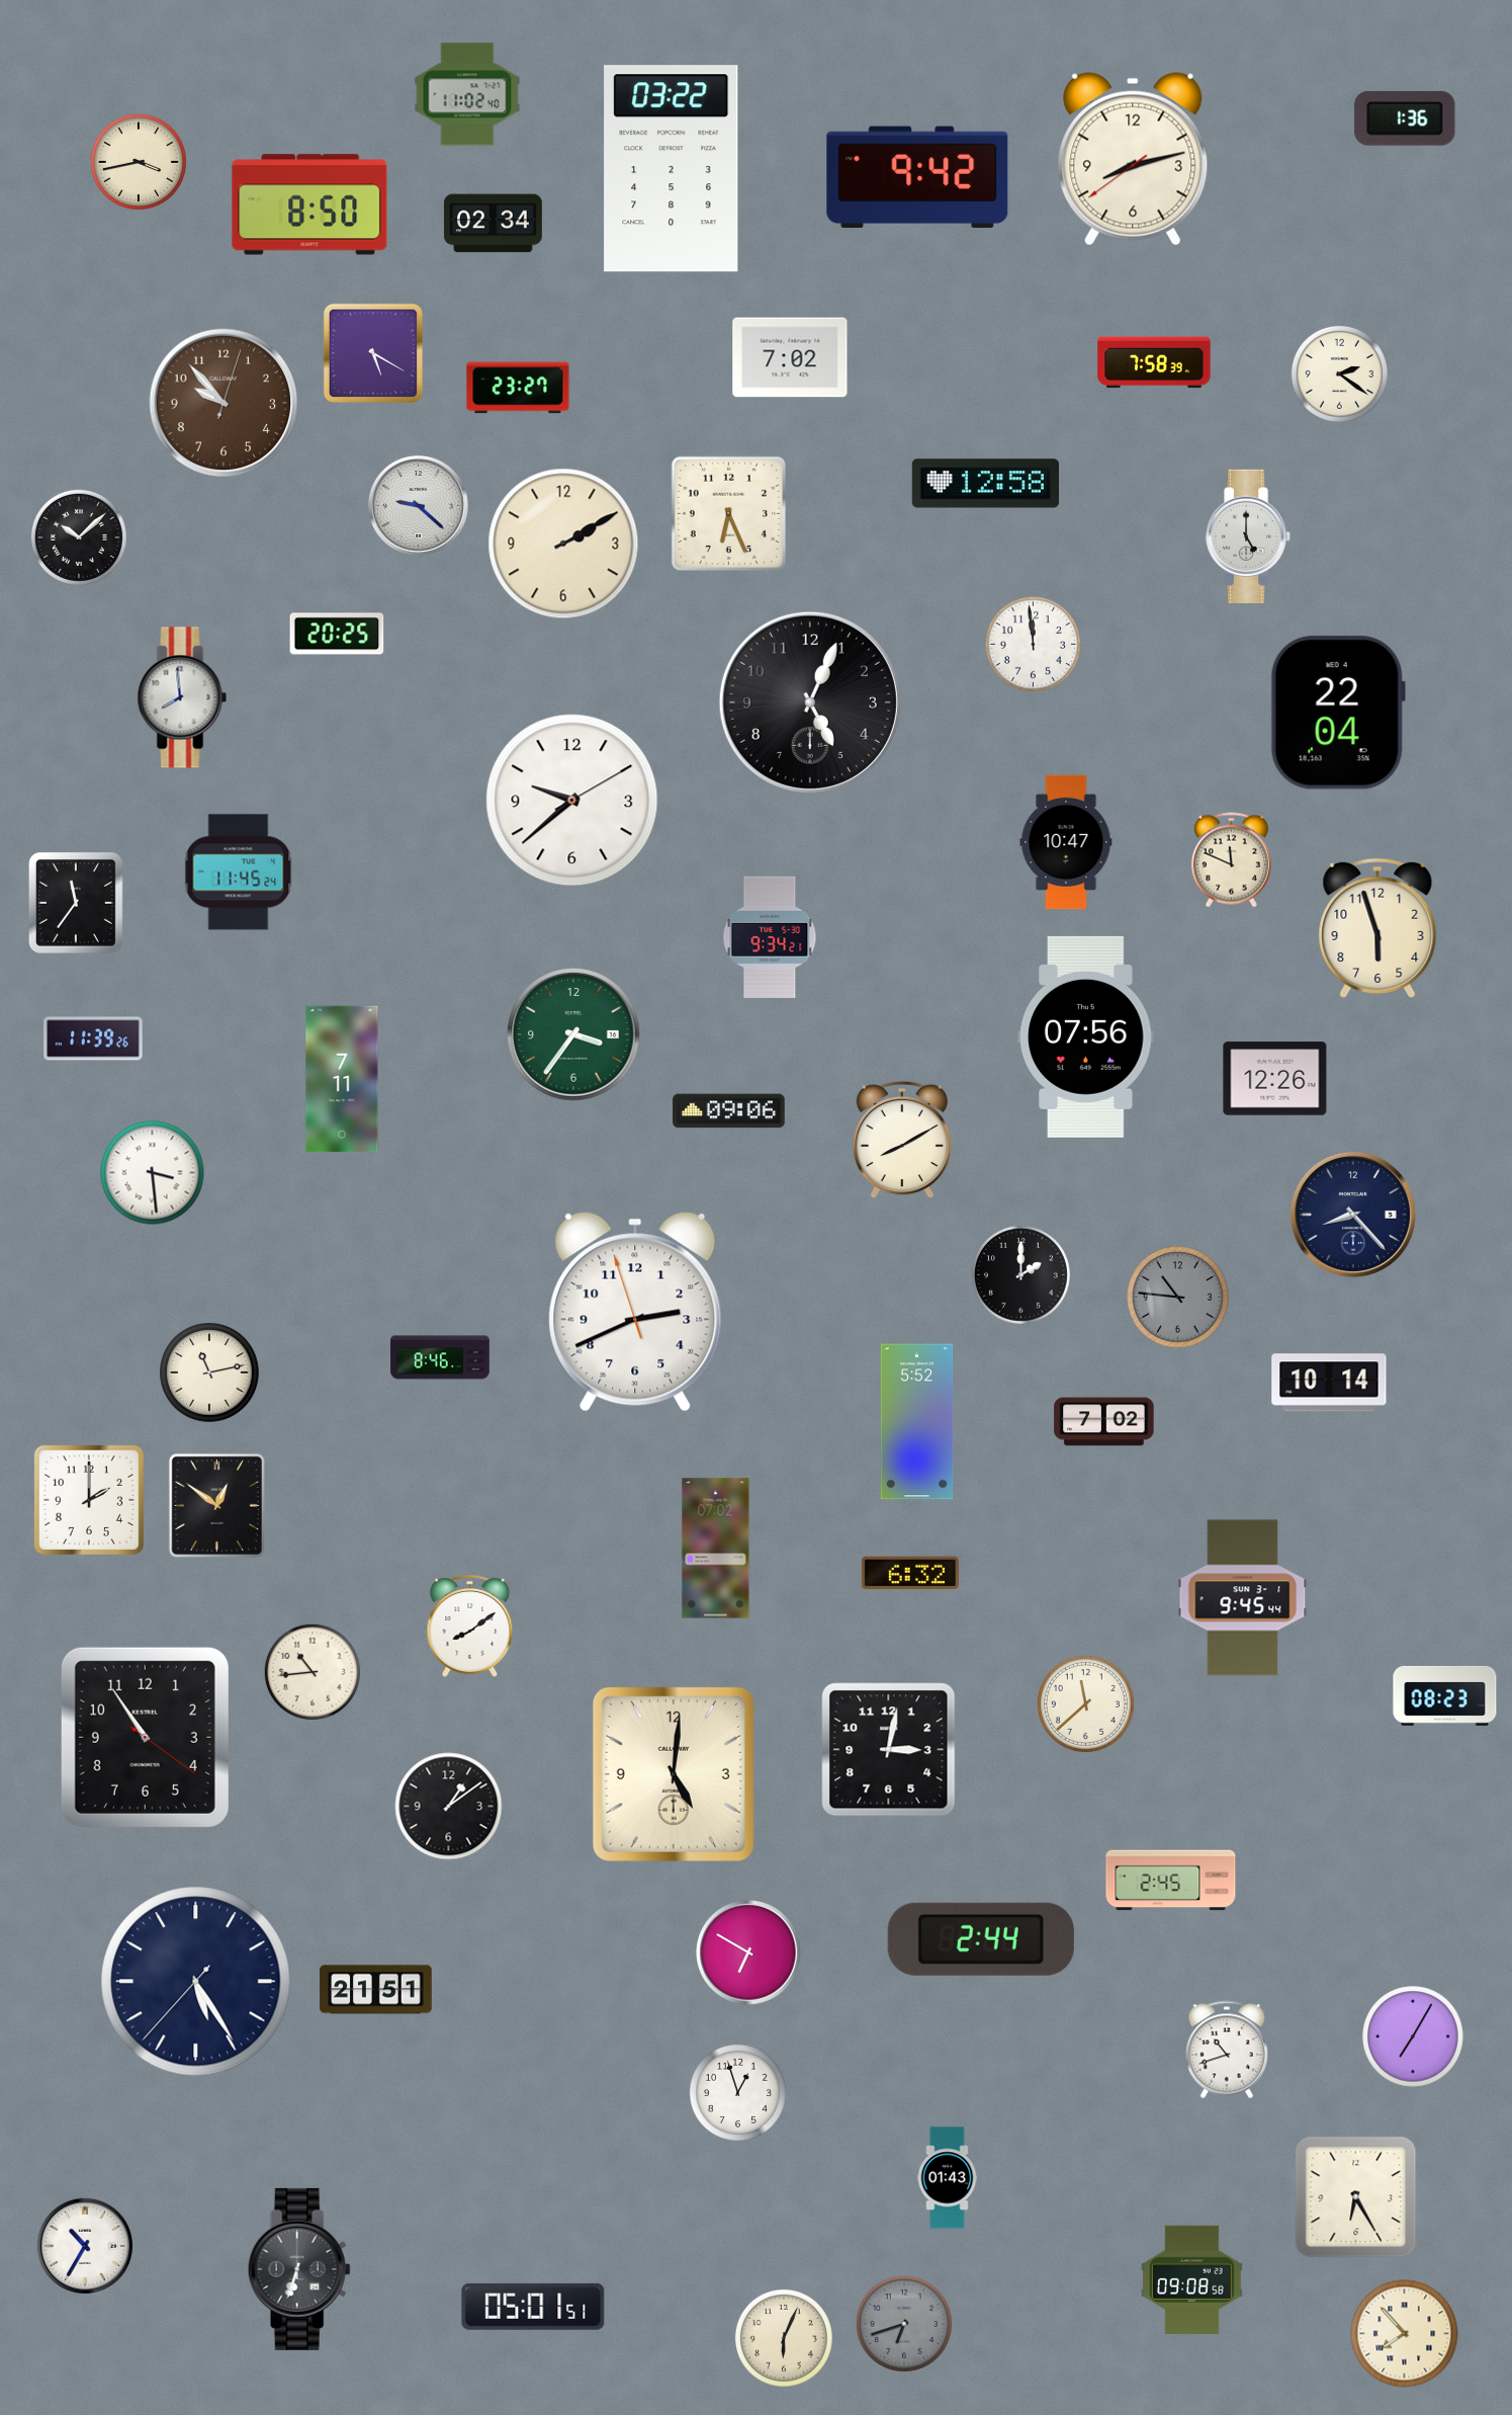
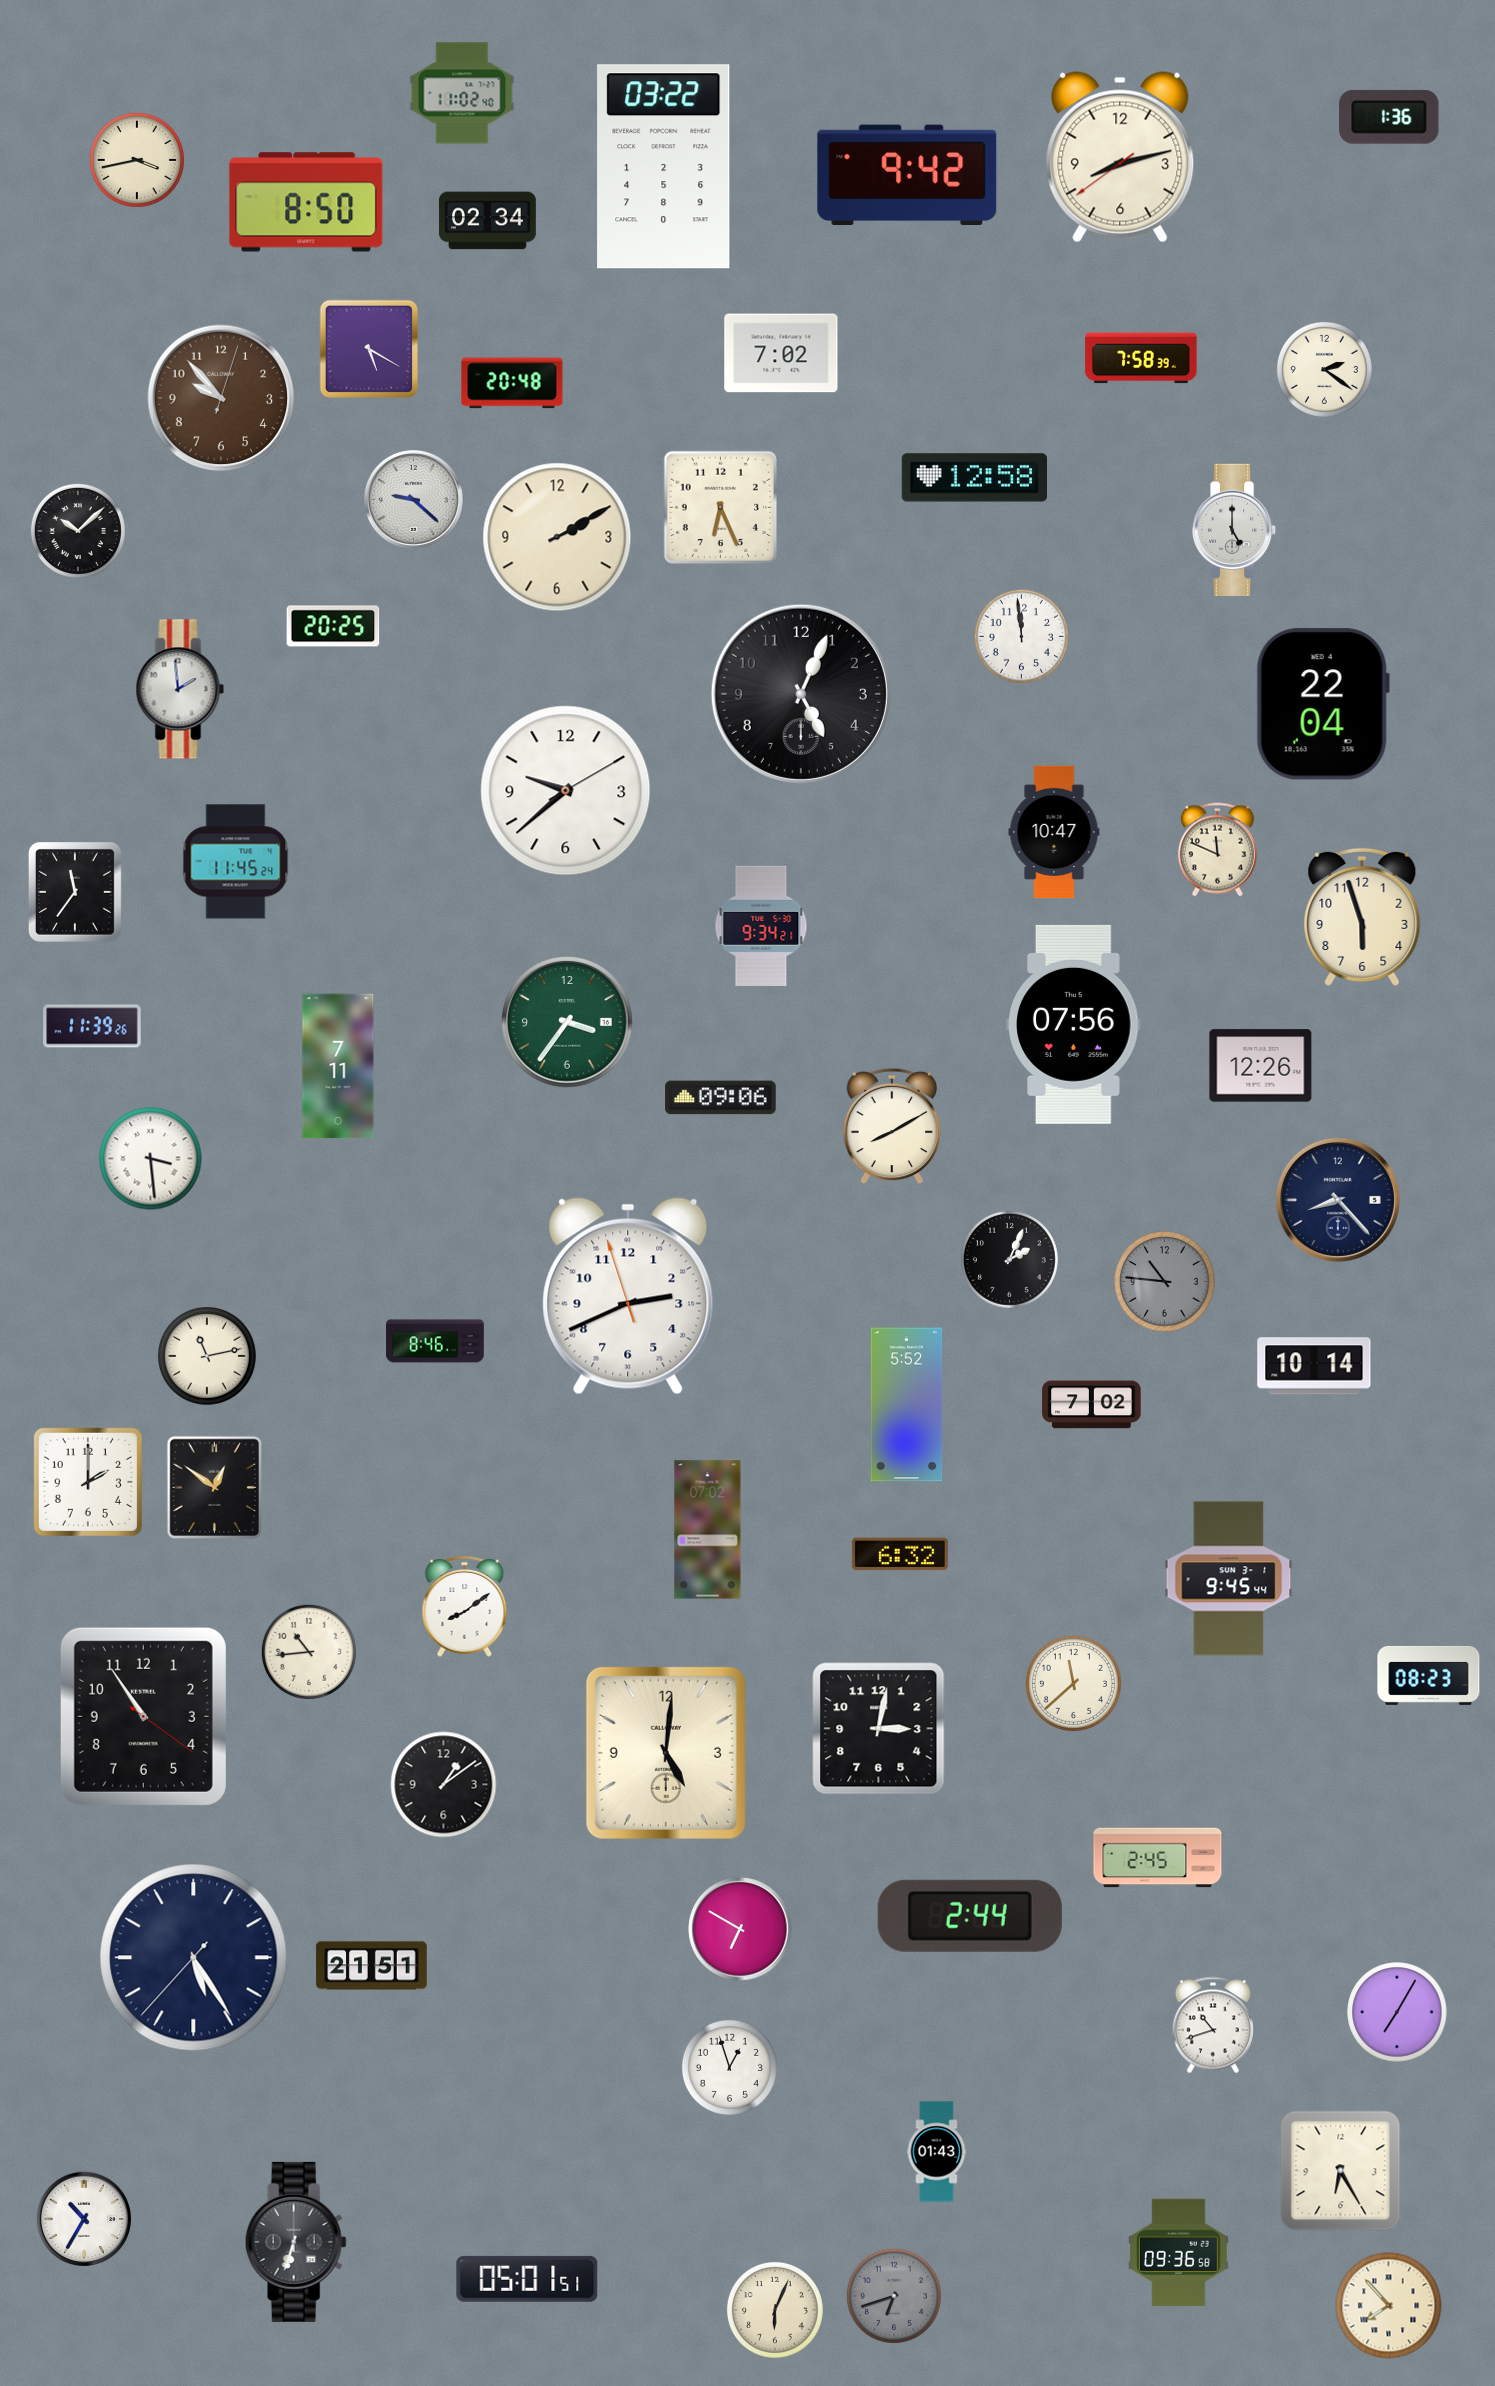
clock at (518, 388): 23:27 -> 20:48
clock at (182, 697): 7:59 -> 1:59
clock at (1020, 1274): 2:00 -> 2:04
clock at (1191, 2279): 09:08 -> 09:36
